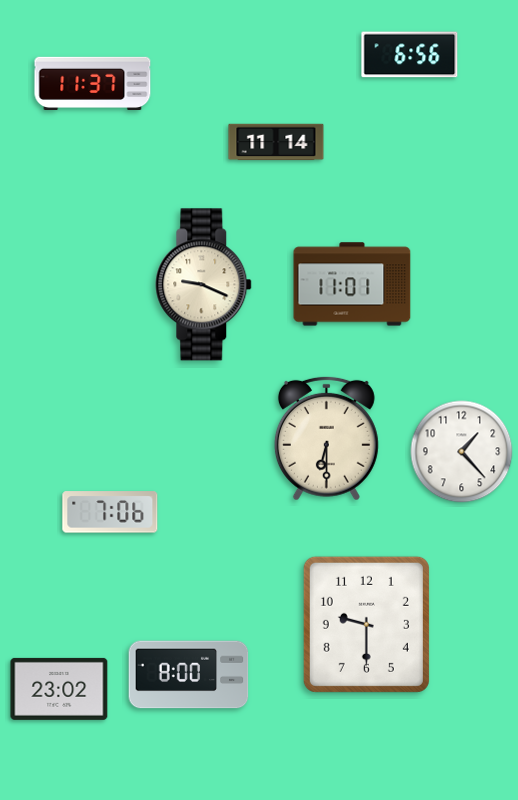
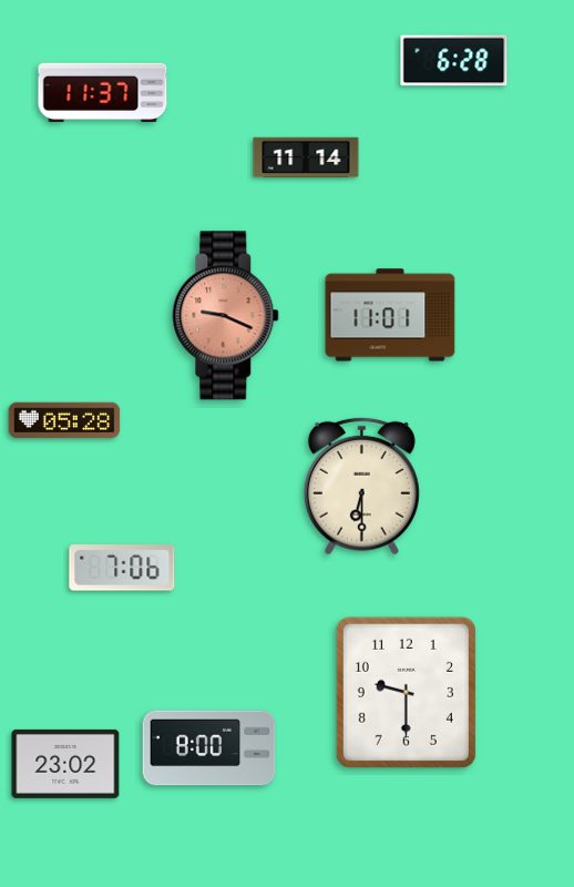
clock at (410, 55): 6:56 -> 6:28
clock at (204, 285) dial: cream -> salmon
clock at (64, 420): none -> 05:28
clock at (462, 452): 1:23 -> none
